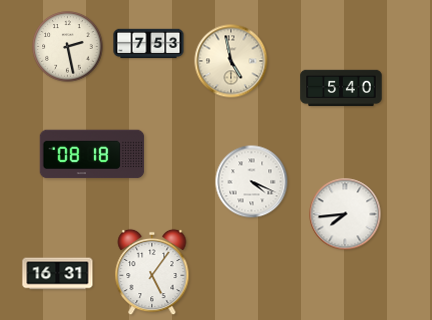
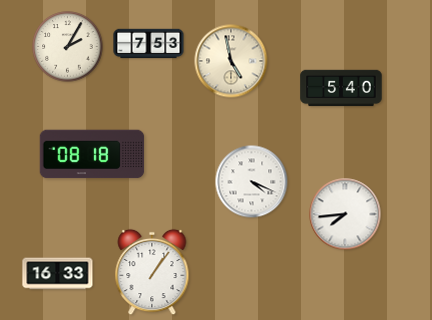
clock at (68, 47): 2:28 -> 2:05
clock at (152, 272): 5:06 -> 1:06
clock at (58, 274): 16:31 -> 16:33
